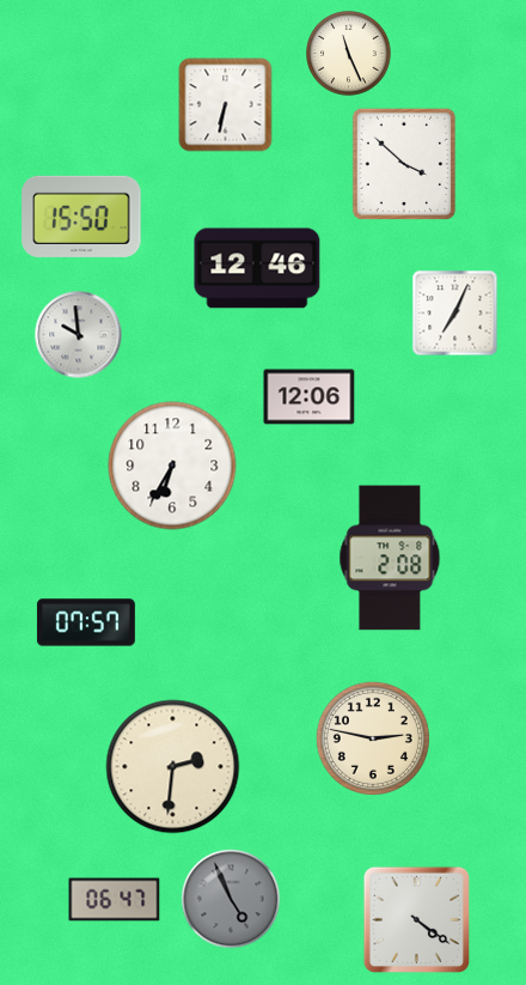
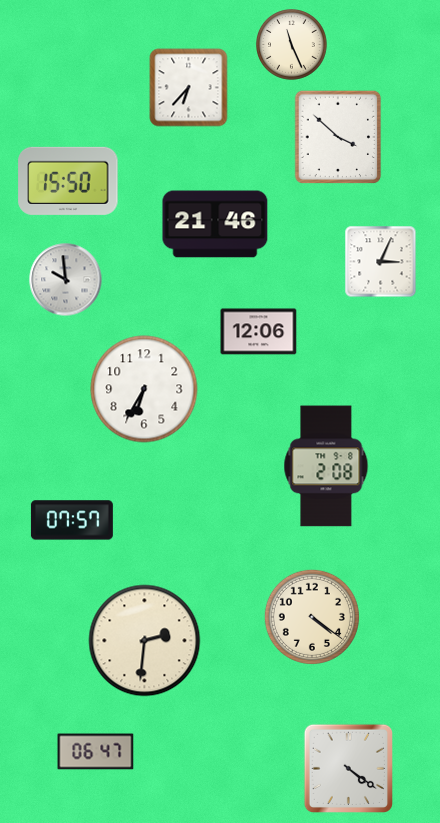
clock at (226, 105): 6:32 -> 6:37
clock at (257, 268): 12:46 -> 21:46
clock at (455, 314): 7:04 -> 3:04
clock at (373, 738): 2:47 -> 4:21
clock at (231, 899): 4:56 -> none
